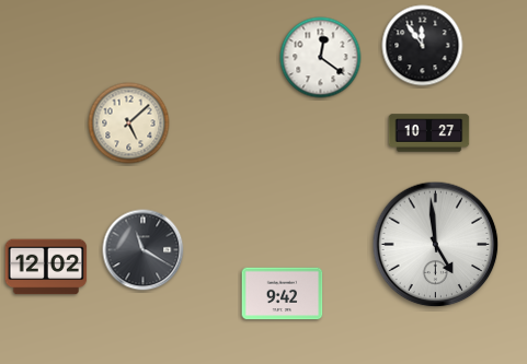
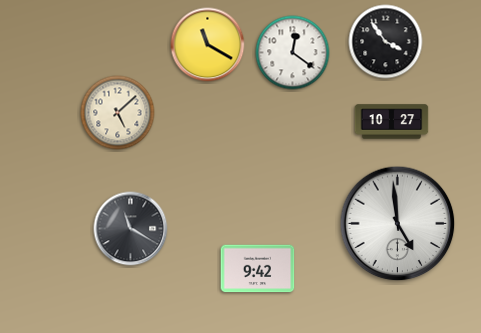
clock at (423, 46): 11:54 -> 3:54
clock at (208, 45): none -> 11:20
clock at (46, 267): 12:02 -> none
